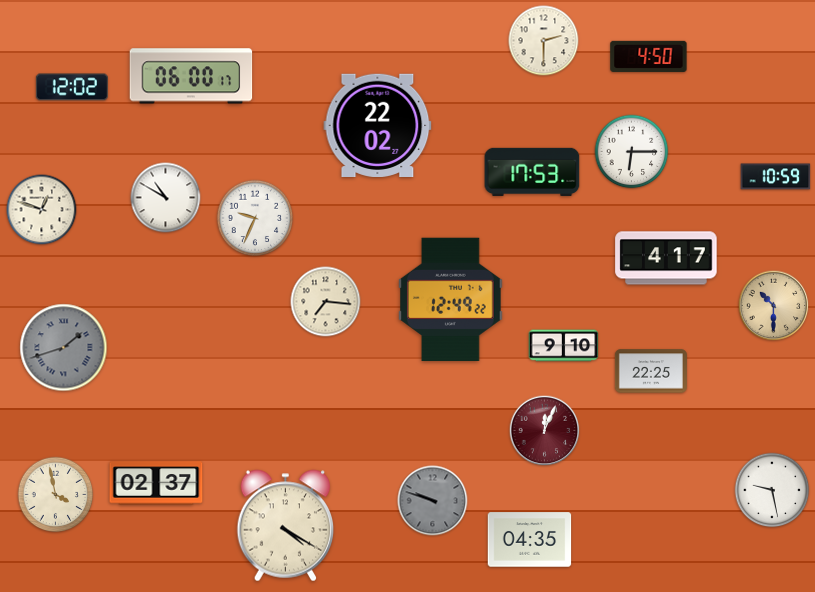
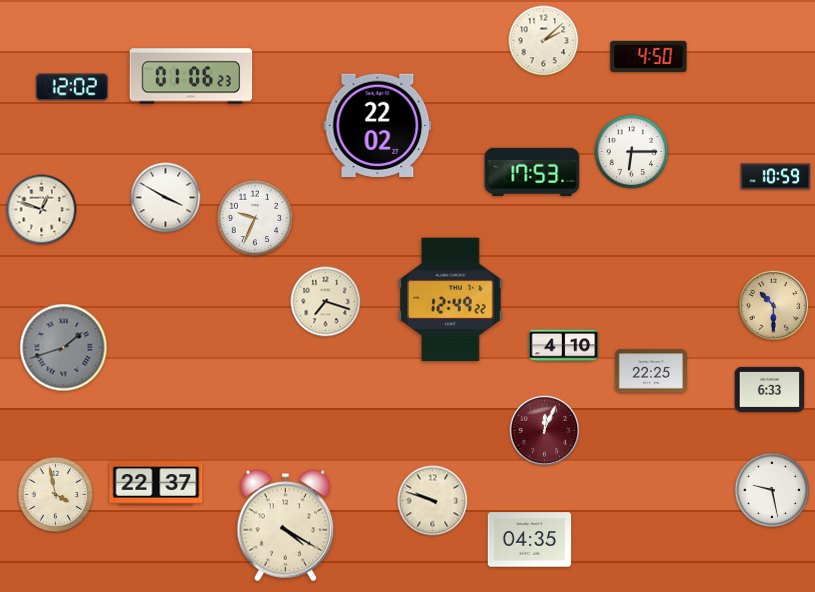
clock at (544, 41): 2:30 -> 2:08
clock at (191, 76): 06:00 -> 01:06
clock at (166, 198): 10:50 -> 3:50
clock at (666, 258): 4:17 -> none
clock at (326, 302): 7:16 -> 7:18
clock at (564, 346): 9:10 -> 4:10
clock at (770, 389): none -> 6:33
clock at (156, 483): 02:37 -> 22:37
clock at (433, 501) dial: grey -> cream
